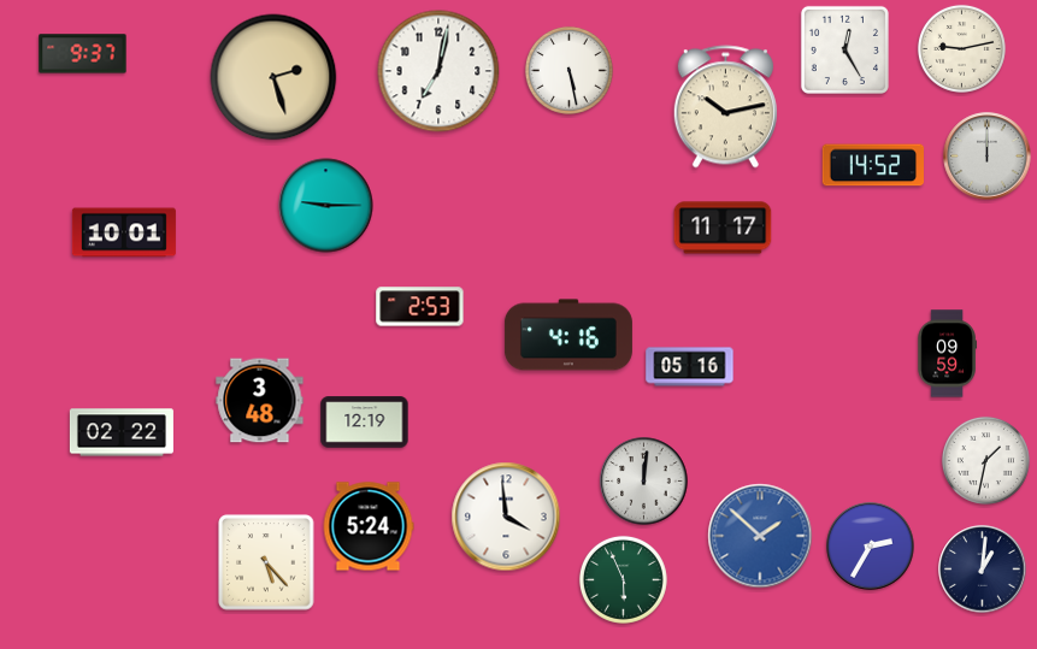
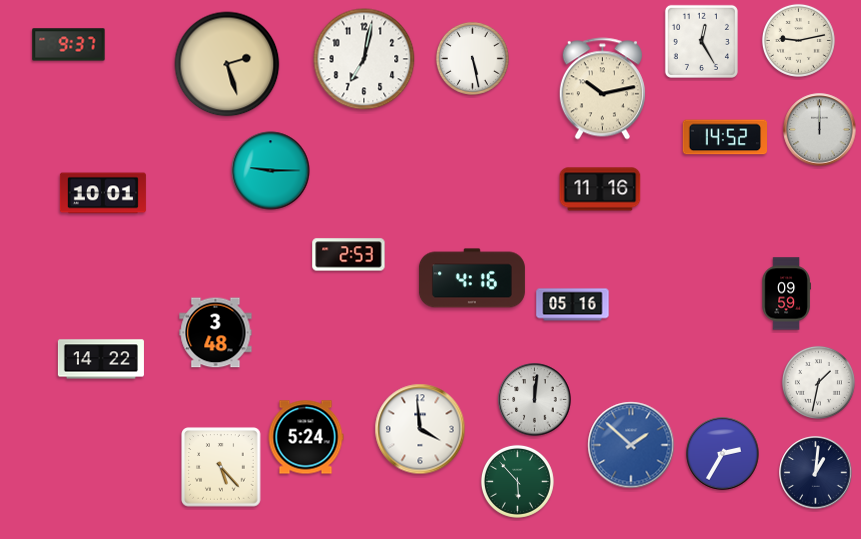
clock at (723, 228): 11:17 -> 11:16
clock at (365, 423): 12:19 -> none
clock at (122, 432): 02:22 -> 14:22
clock at (623, 579): 5:56 -> 5:53
